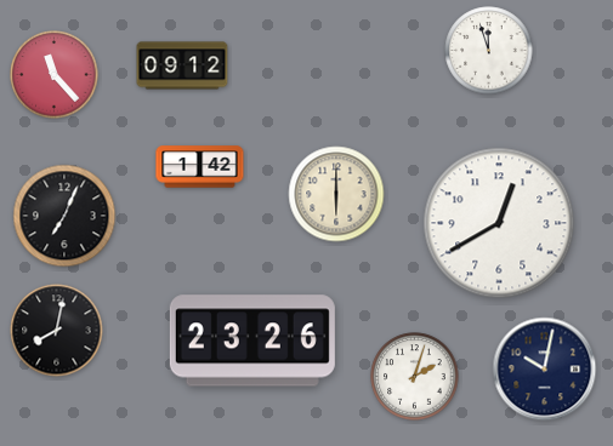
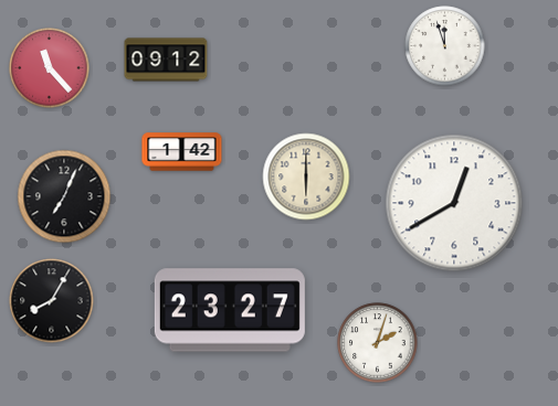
clock at (64, 216) position: (64, 216) -> (64, 196)
clock at (57, 331): 8:02 -> 8:05
clock at (252, 341): 23:26 -> 23:27
clock at (545, 370): 10:02 -> none
